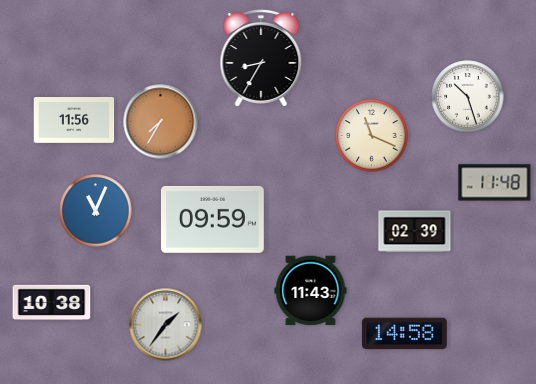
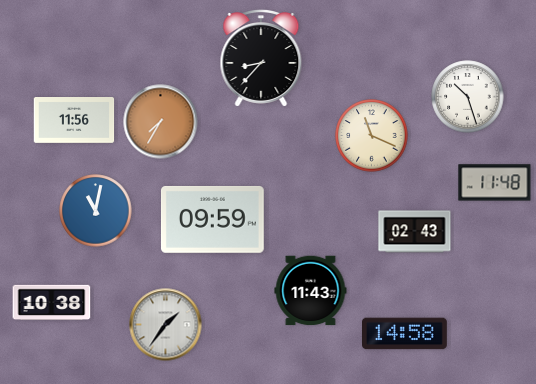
clock at (261, 59): 8:35 -> 8:37
clock at (96, 211): 11:04 -> 11:02
clock at (415, 232): 02:39 -> 02:43
